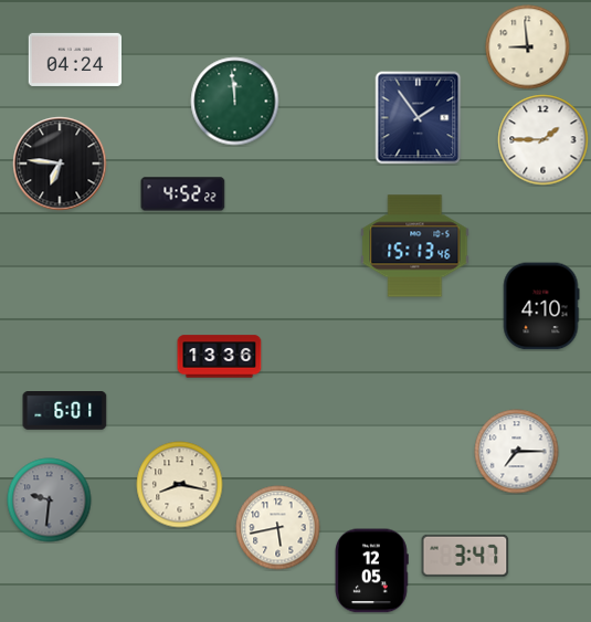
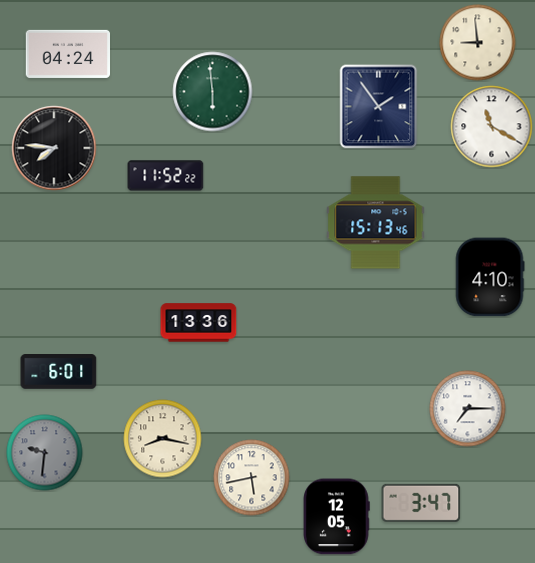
clock at (235, 102): 11:59 -> 5:59
clock at (543, 140): 1:45 -> 11:20
clock at (60, 164): 6:46 -> 7:46
clock at (183, 194): 4:52 -> 11:52
